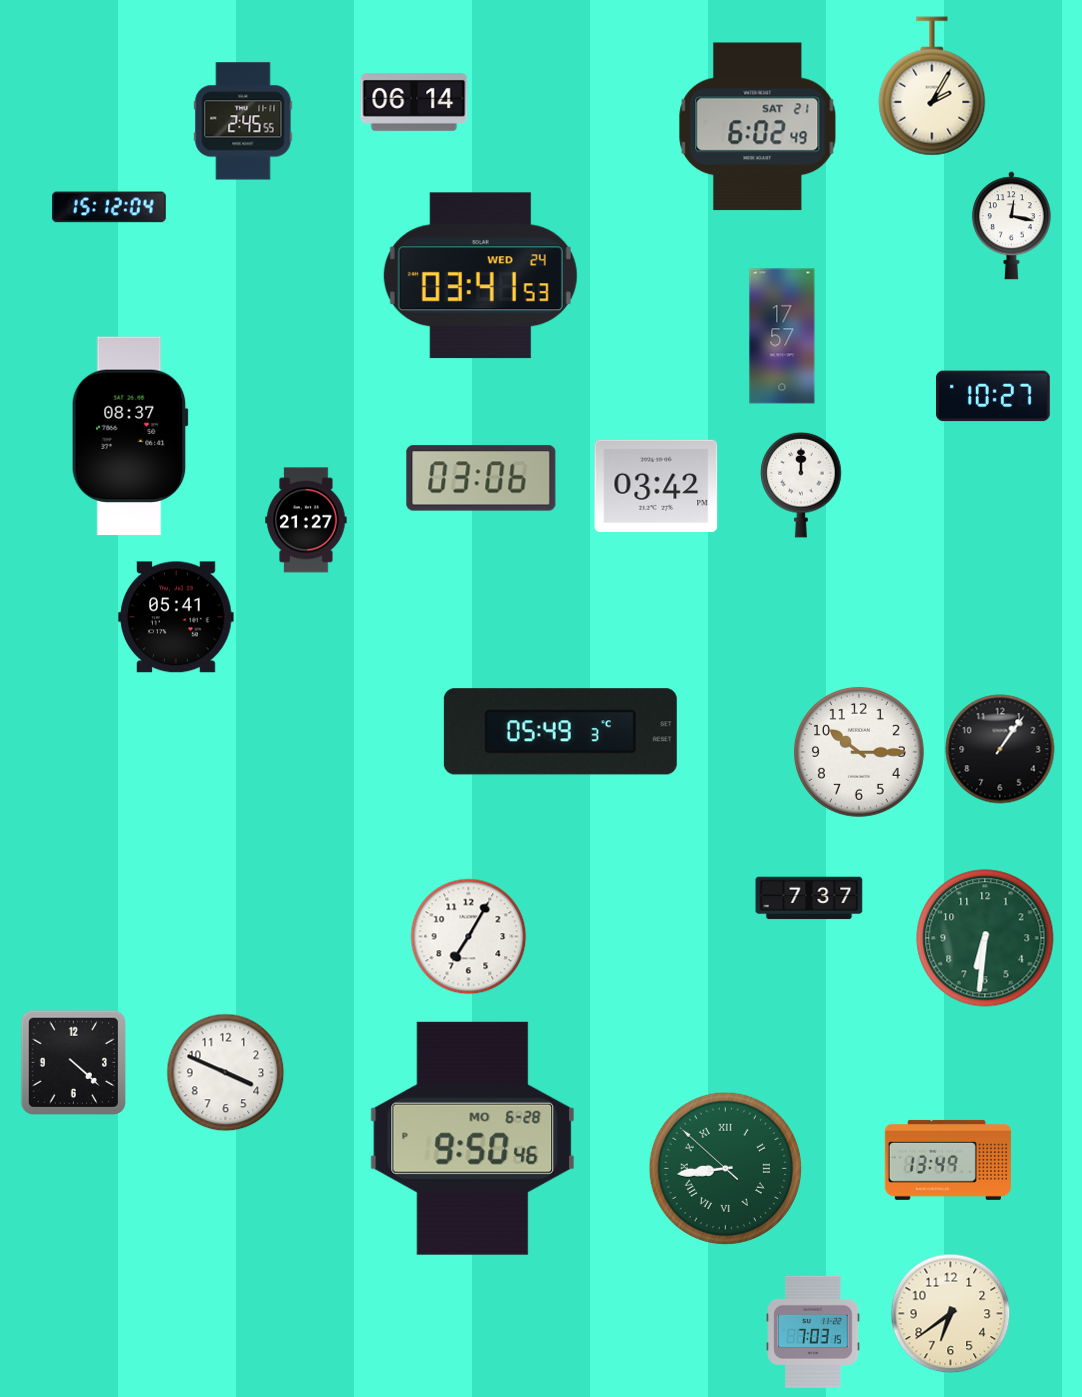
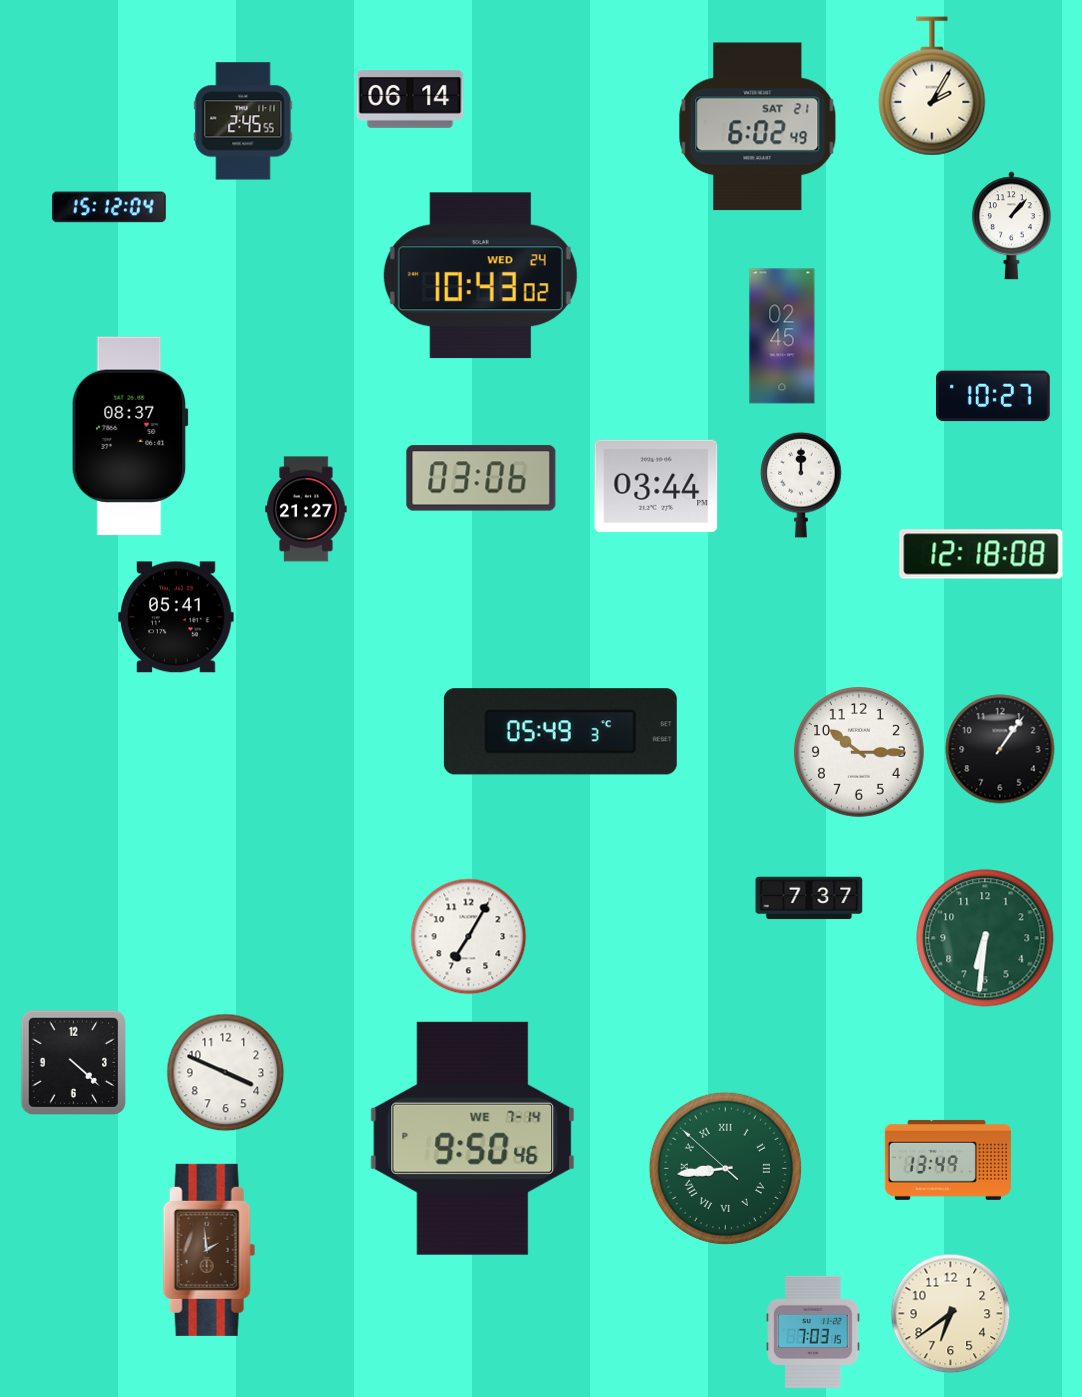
clock at (414, 103) position: (414, 103) -> (410, 100)
clock at (1011, 226): 12:17 -> 1:07
clock at (480, 276): 03:41 -> 10:43
clock at (782, 336): 17:57 -> 02:45
clock at (656, 486): 03:42 -> 03:44
clock at (306, 520) position: (306, 520) -> (306, 509)
clock at (981, 554): none -> 12:18
clock at (473, 1138) date: MO 6-28 -> WE 7-14
clock at (209, 1250): none -> 1:59
